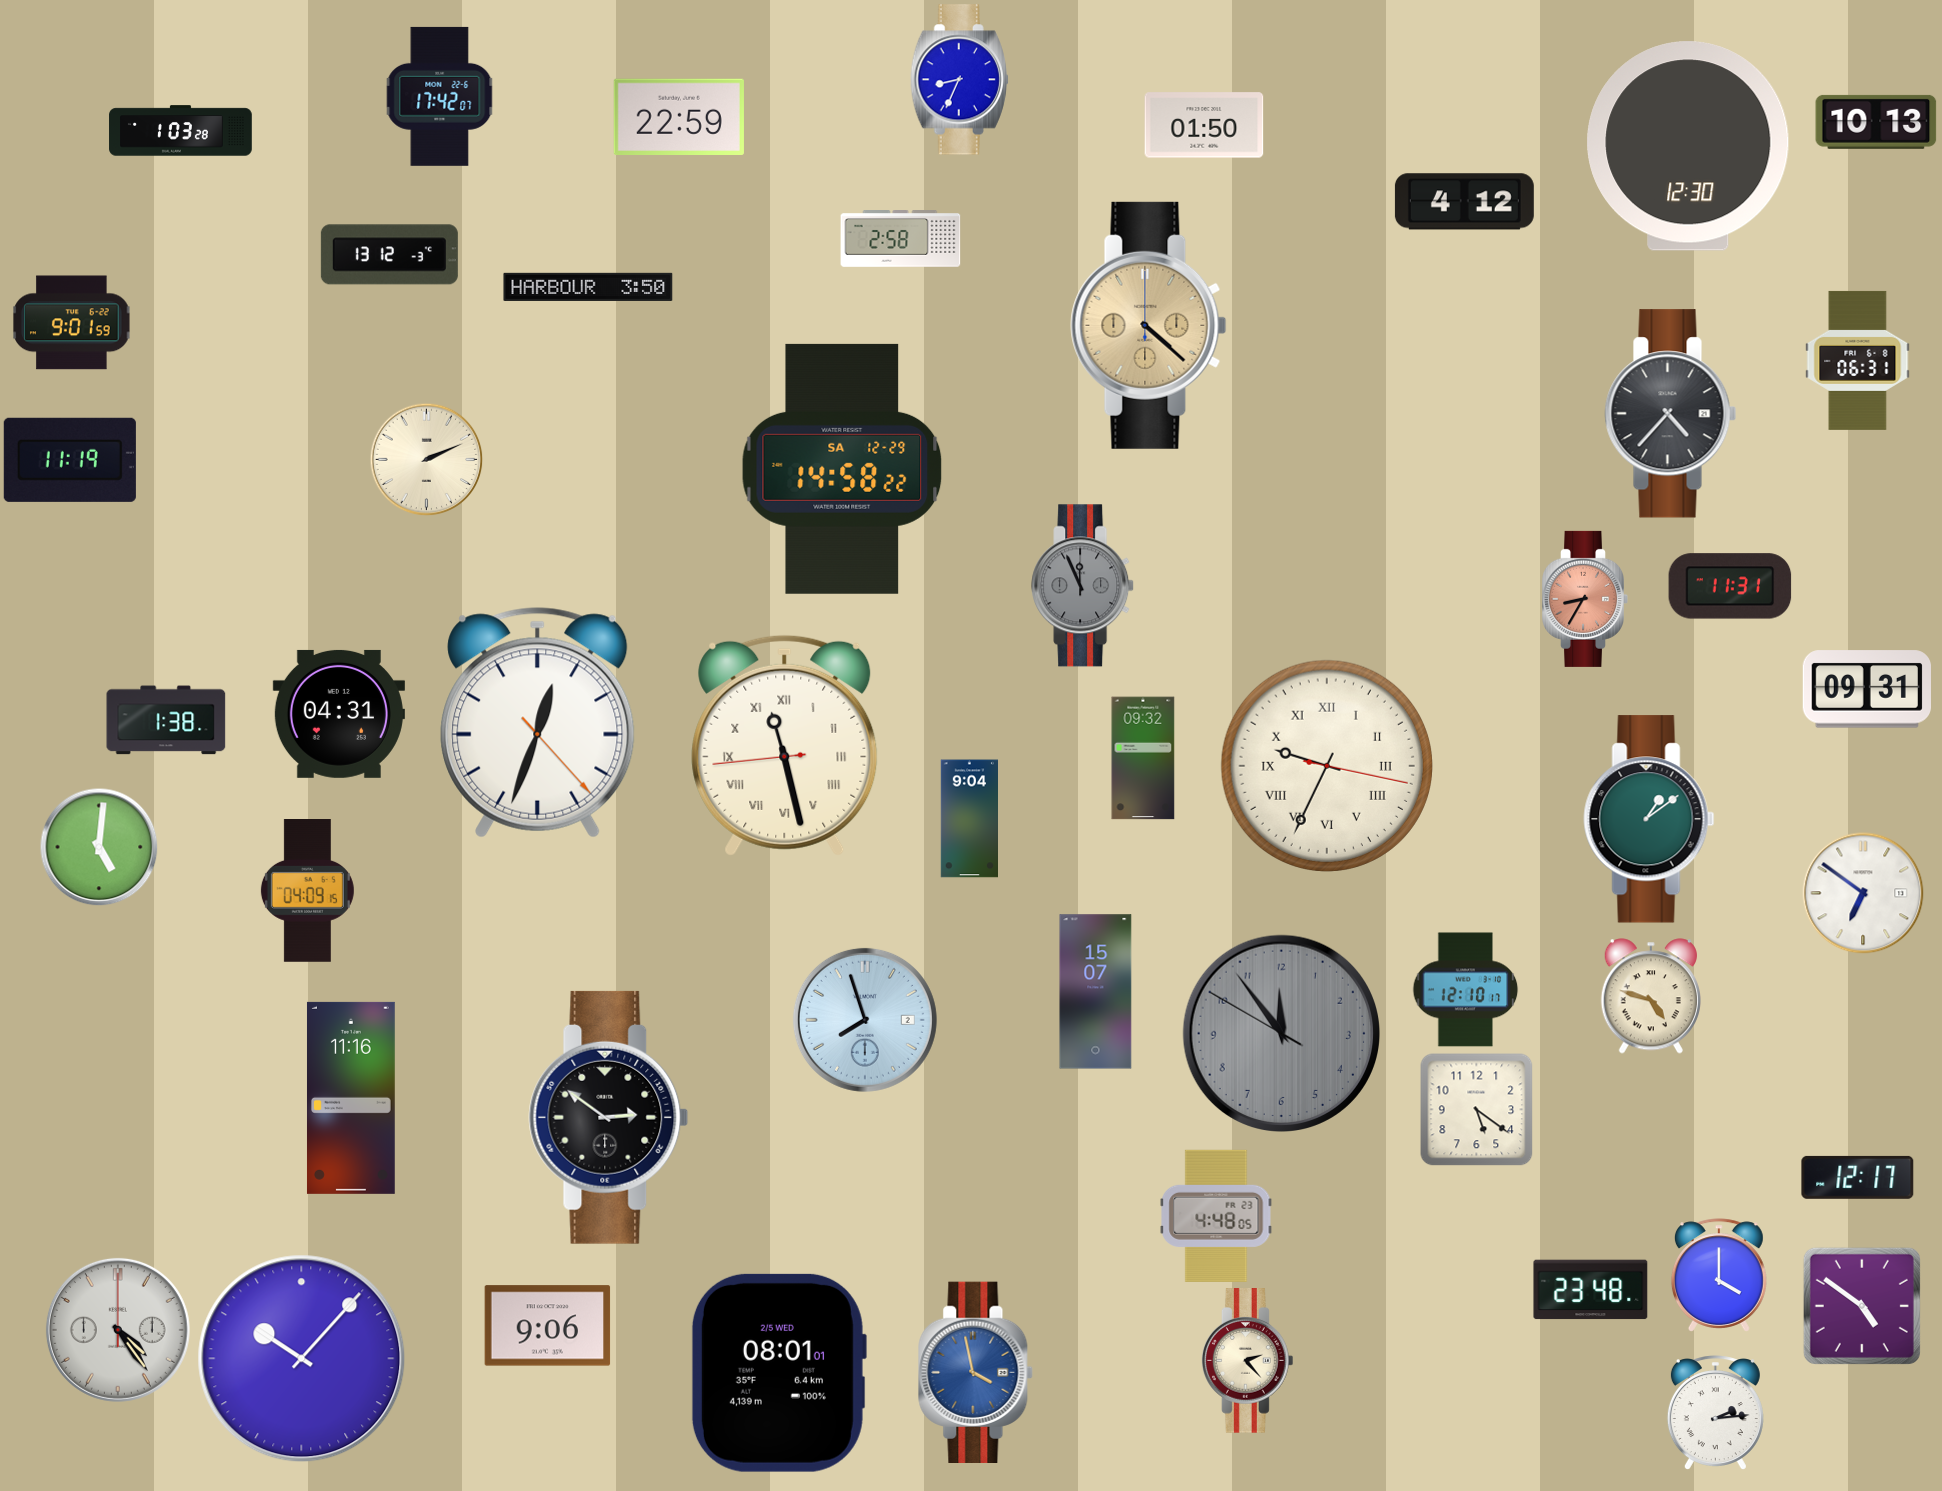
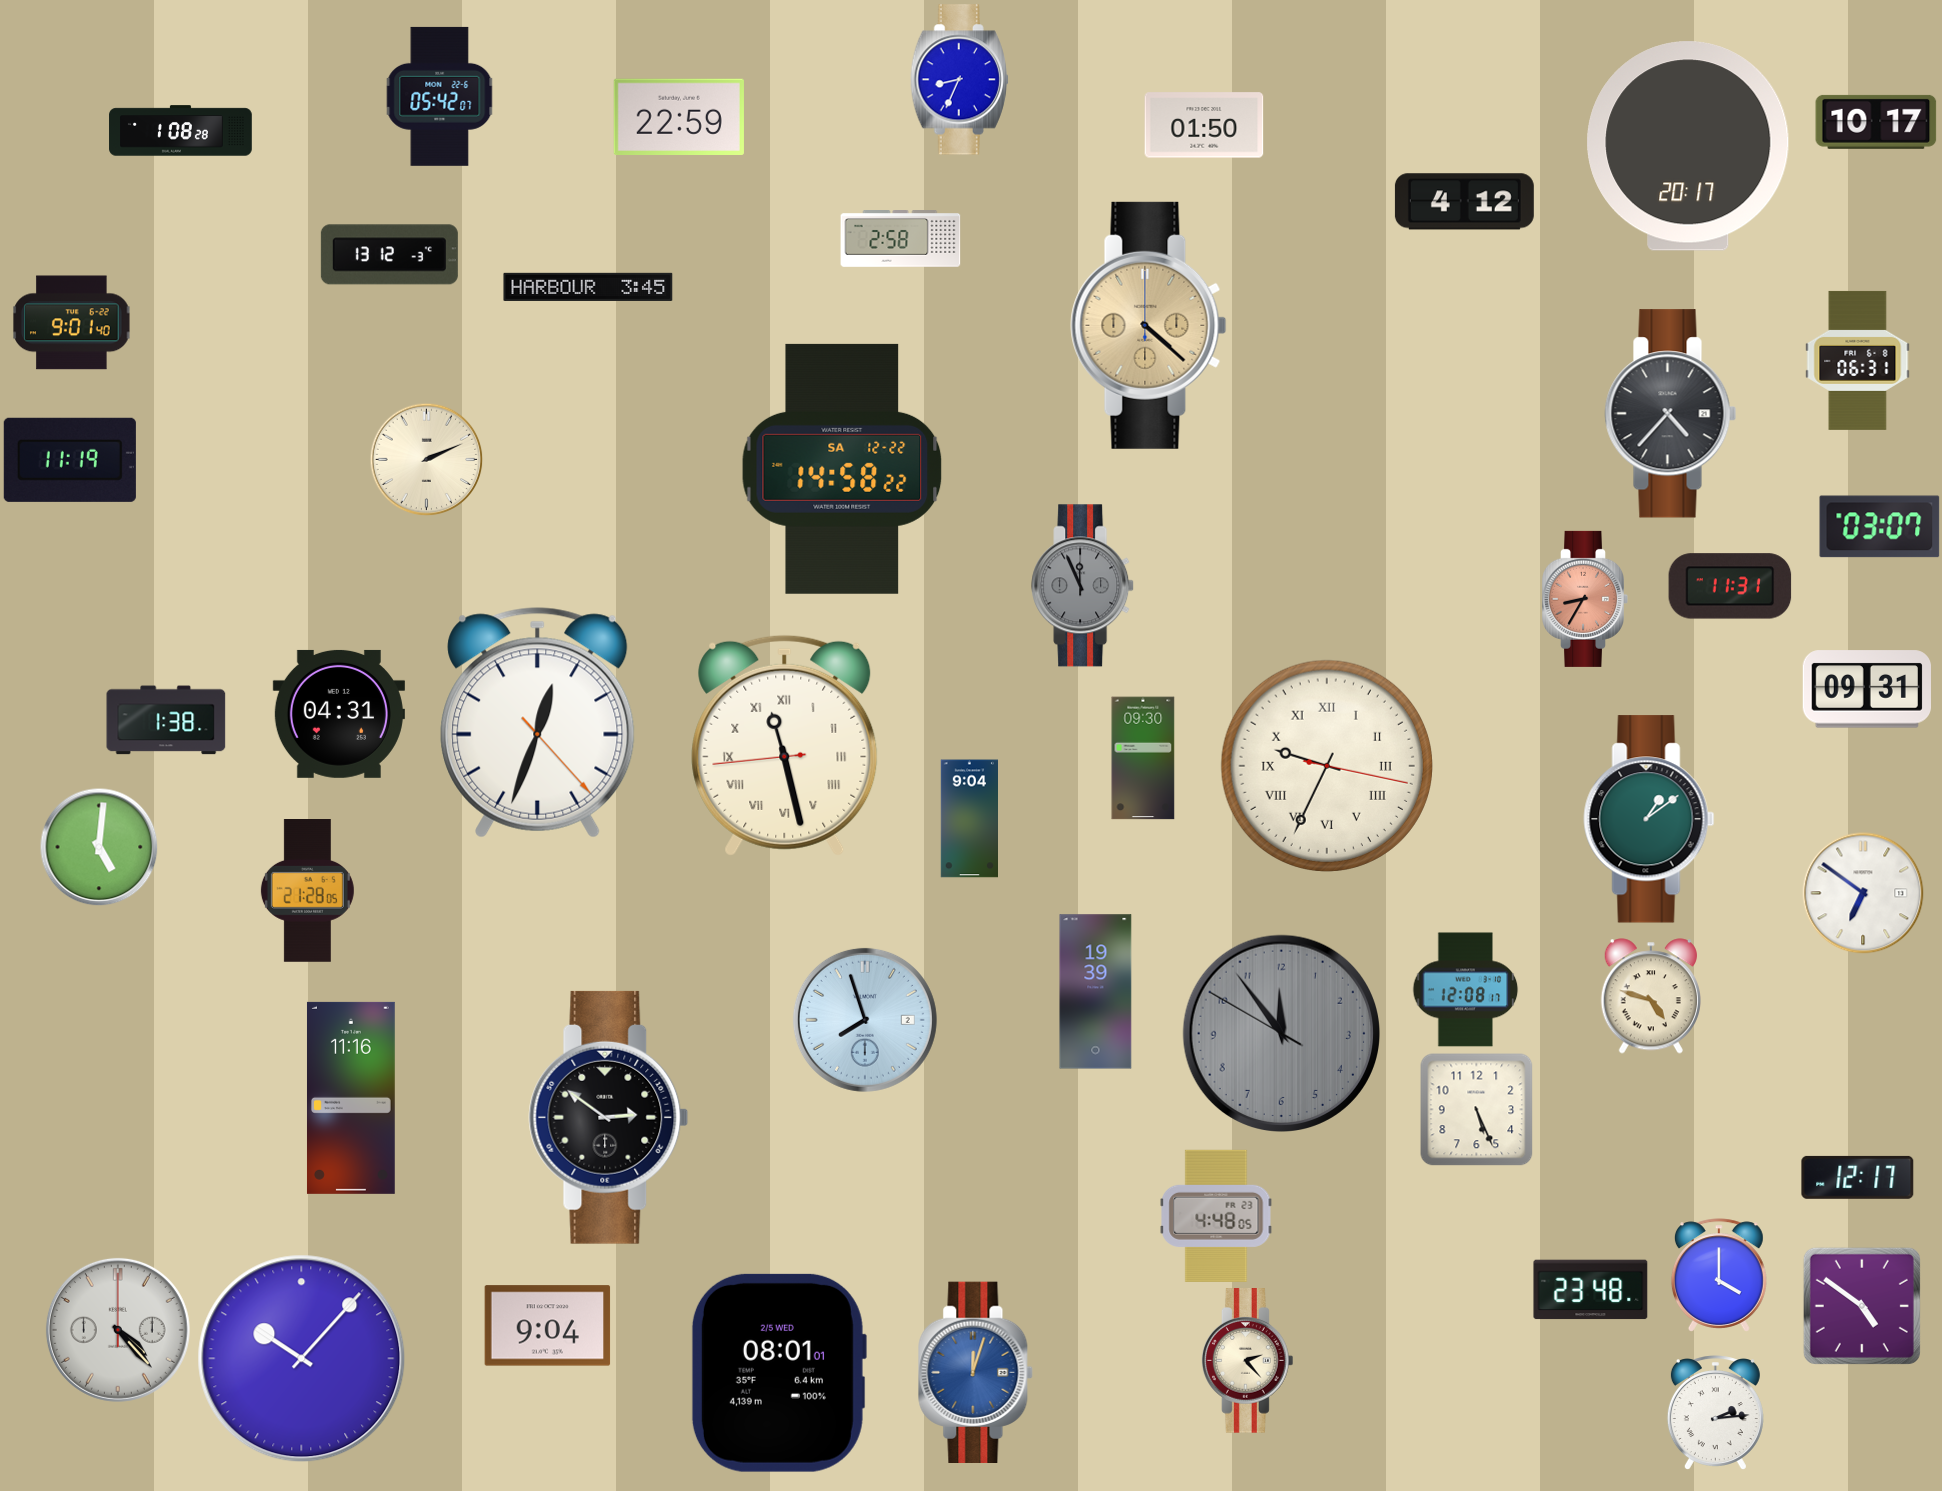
clock at (440, 96): 17:42 -> 05:42
clock at (1876, 122): 10:13 -> 10:17
clock at (181, 131): 1:03 -> 1:08
clock at (1688, 146): 12:30 -> 20:17
clock at (588, 287): 3:50 -> 3:45
clock at (72, 323): 9:01:59 -> 9:01:40
clock at (842, 469) date: SA 12-29 -> SA 12-22
clock at (1880, 527): none -> 03:07
clock at (1143, 758): 09:32 -> 09:30
clock at (307, 891): 04:09 -> 21:28
clock at (1466, 990): 12:10 -> 12:08
clock at (1096, 992): 15:07 -> 19:39
clock at (1476, 1109): 5:21 -> 5:26
clock at (548, 1326): 9:06 -> 9:04
clock at (118, 1330): 4:24 -> 4:23
clock at (976, 1372): 3:58 -> 12:03
